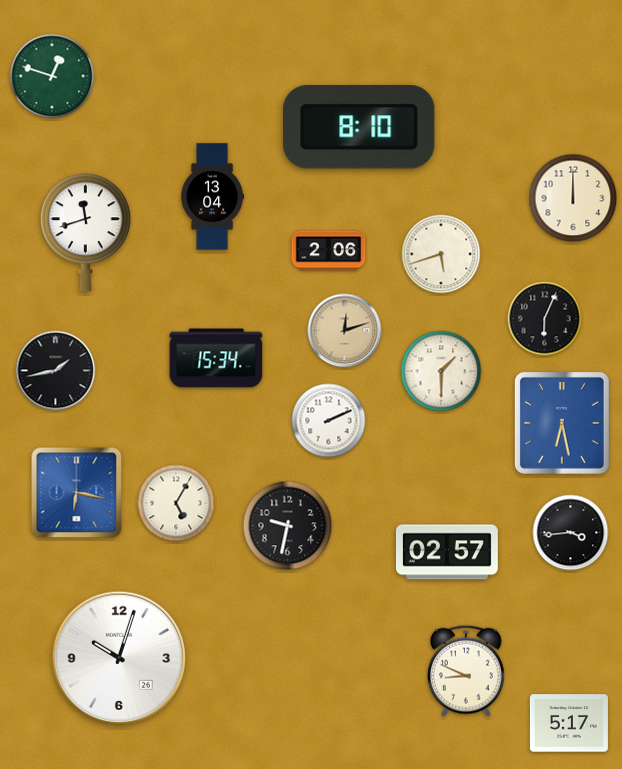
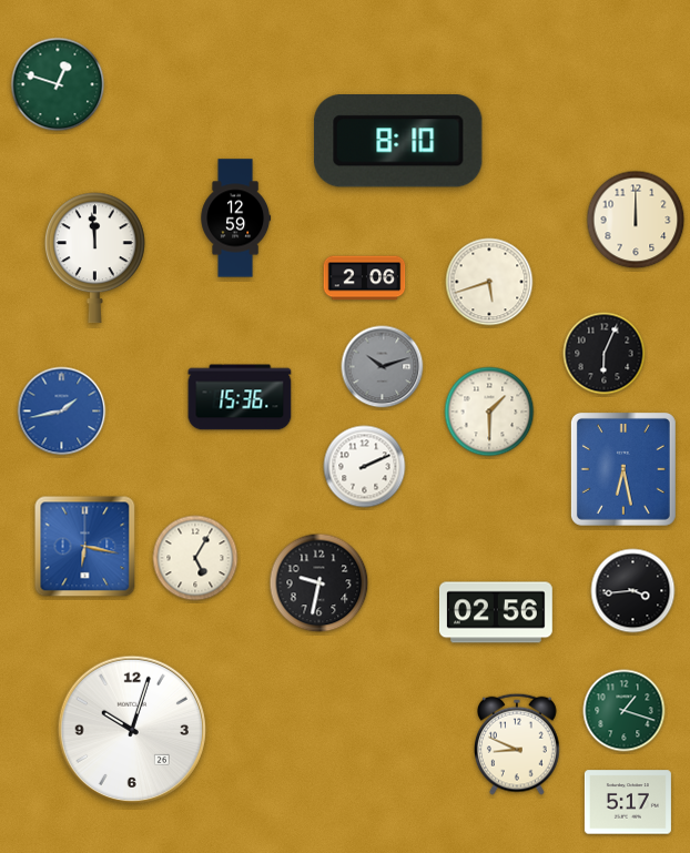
clock at (213, 197): 13:04 -> 12:59
clock at (85, 233): 11:42 -> 11:59
clock at (345, 331): 12:12 -> 10:12
clock at (345, 331) dial: champagne -> grey
clock at (216, 358): 15:34 -> 15:36
clock at (56, 371) dial: black -> blue
clock at (447, 552): 02:57 -> 02:56
clock at (625, 711): none -> 1:18
clock at (569, 723) position: (569, 723) -> (628, 802)
